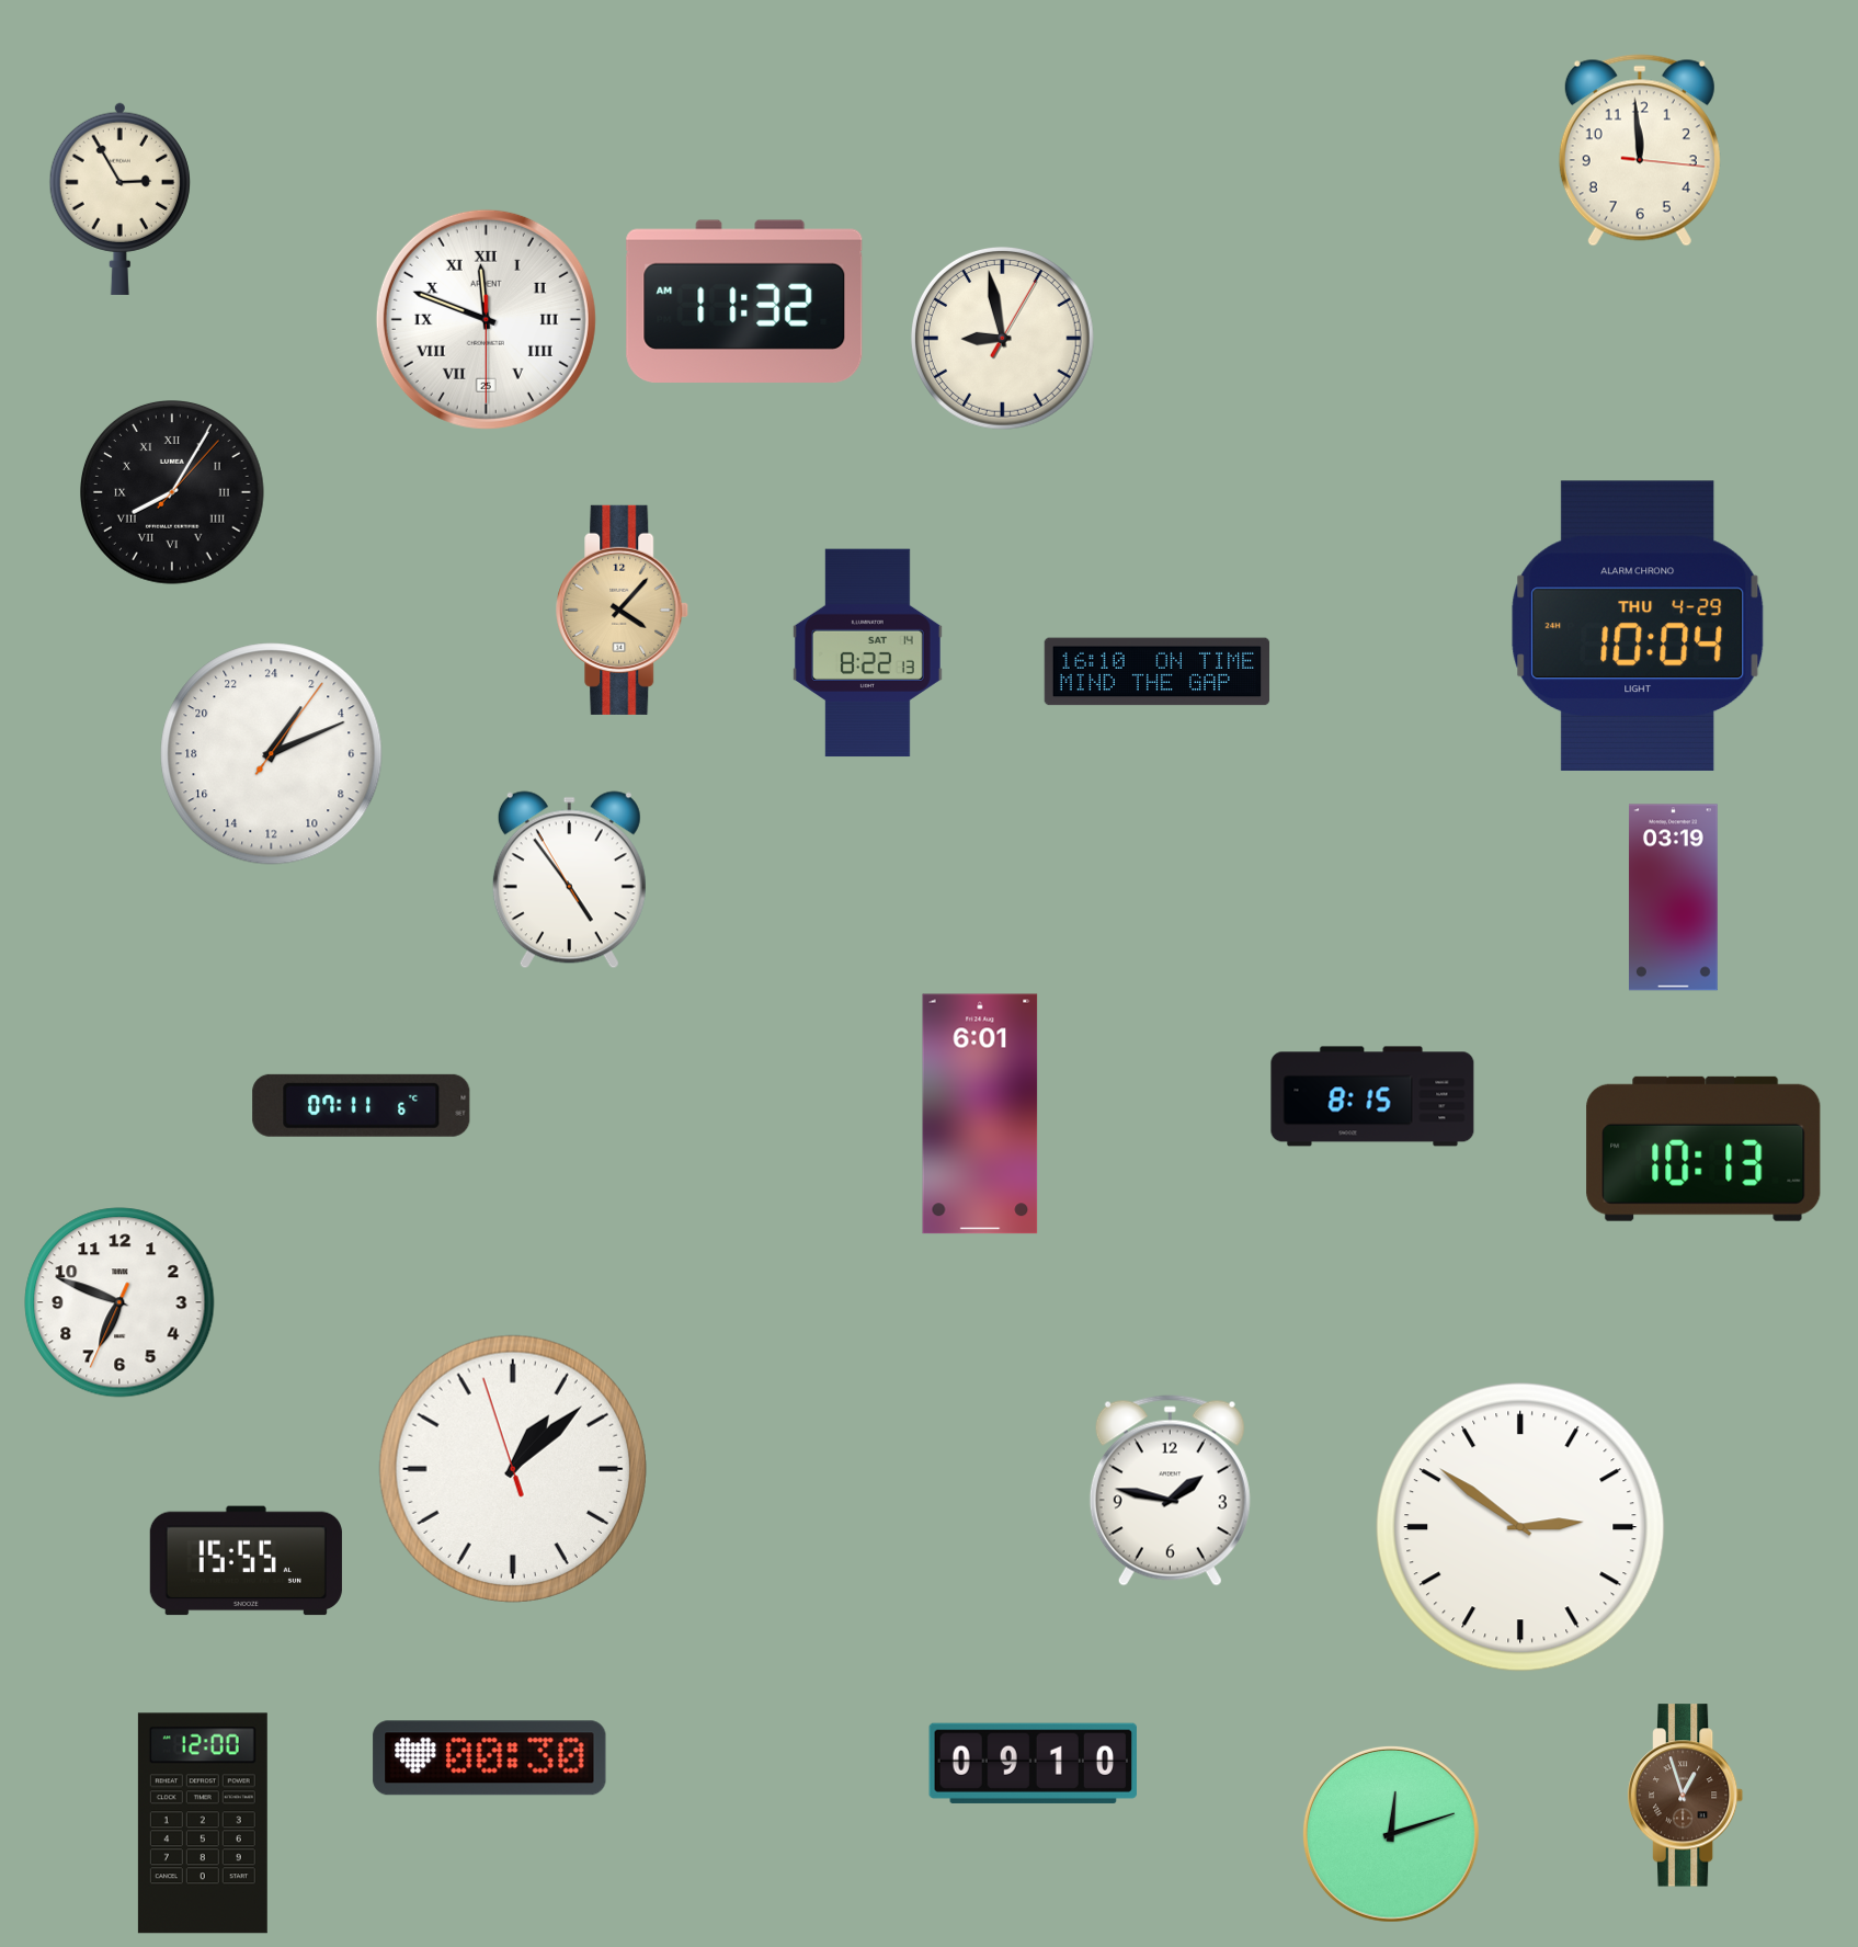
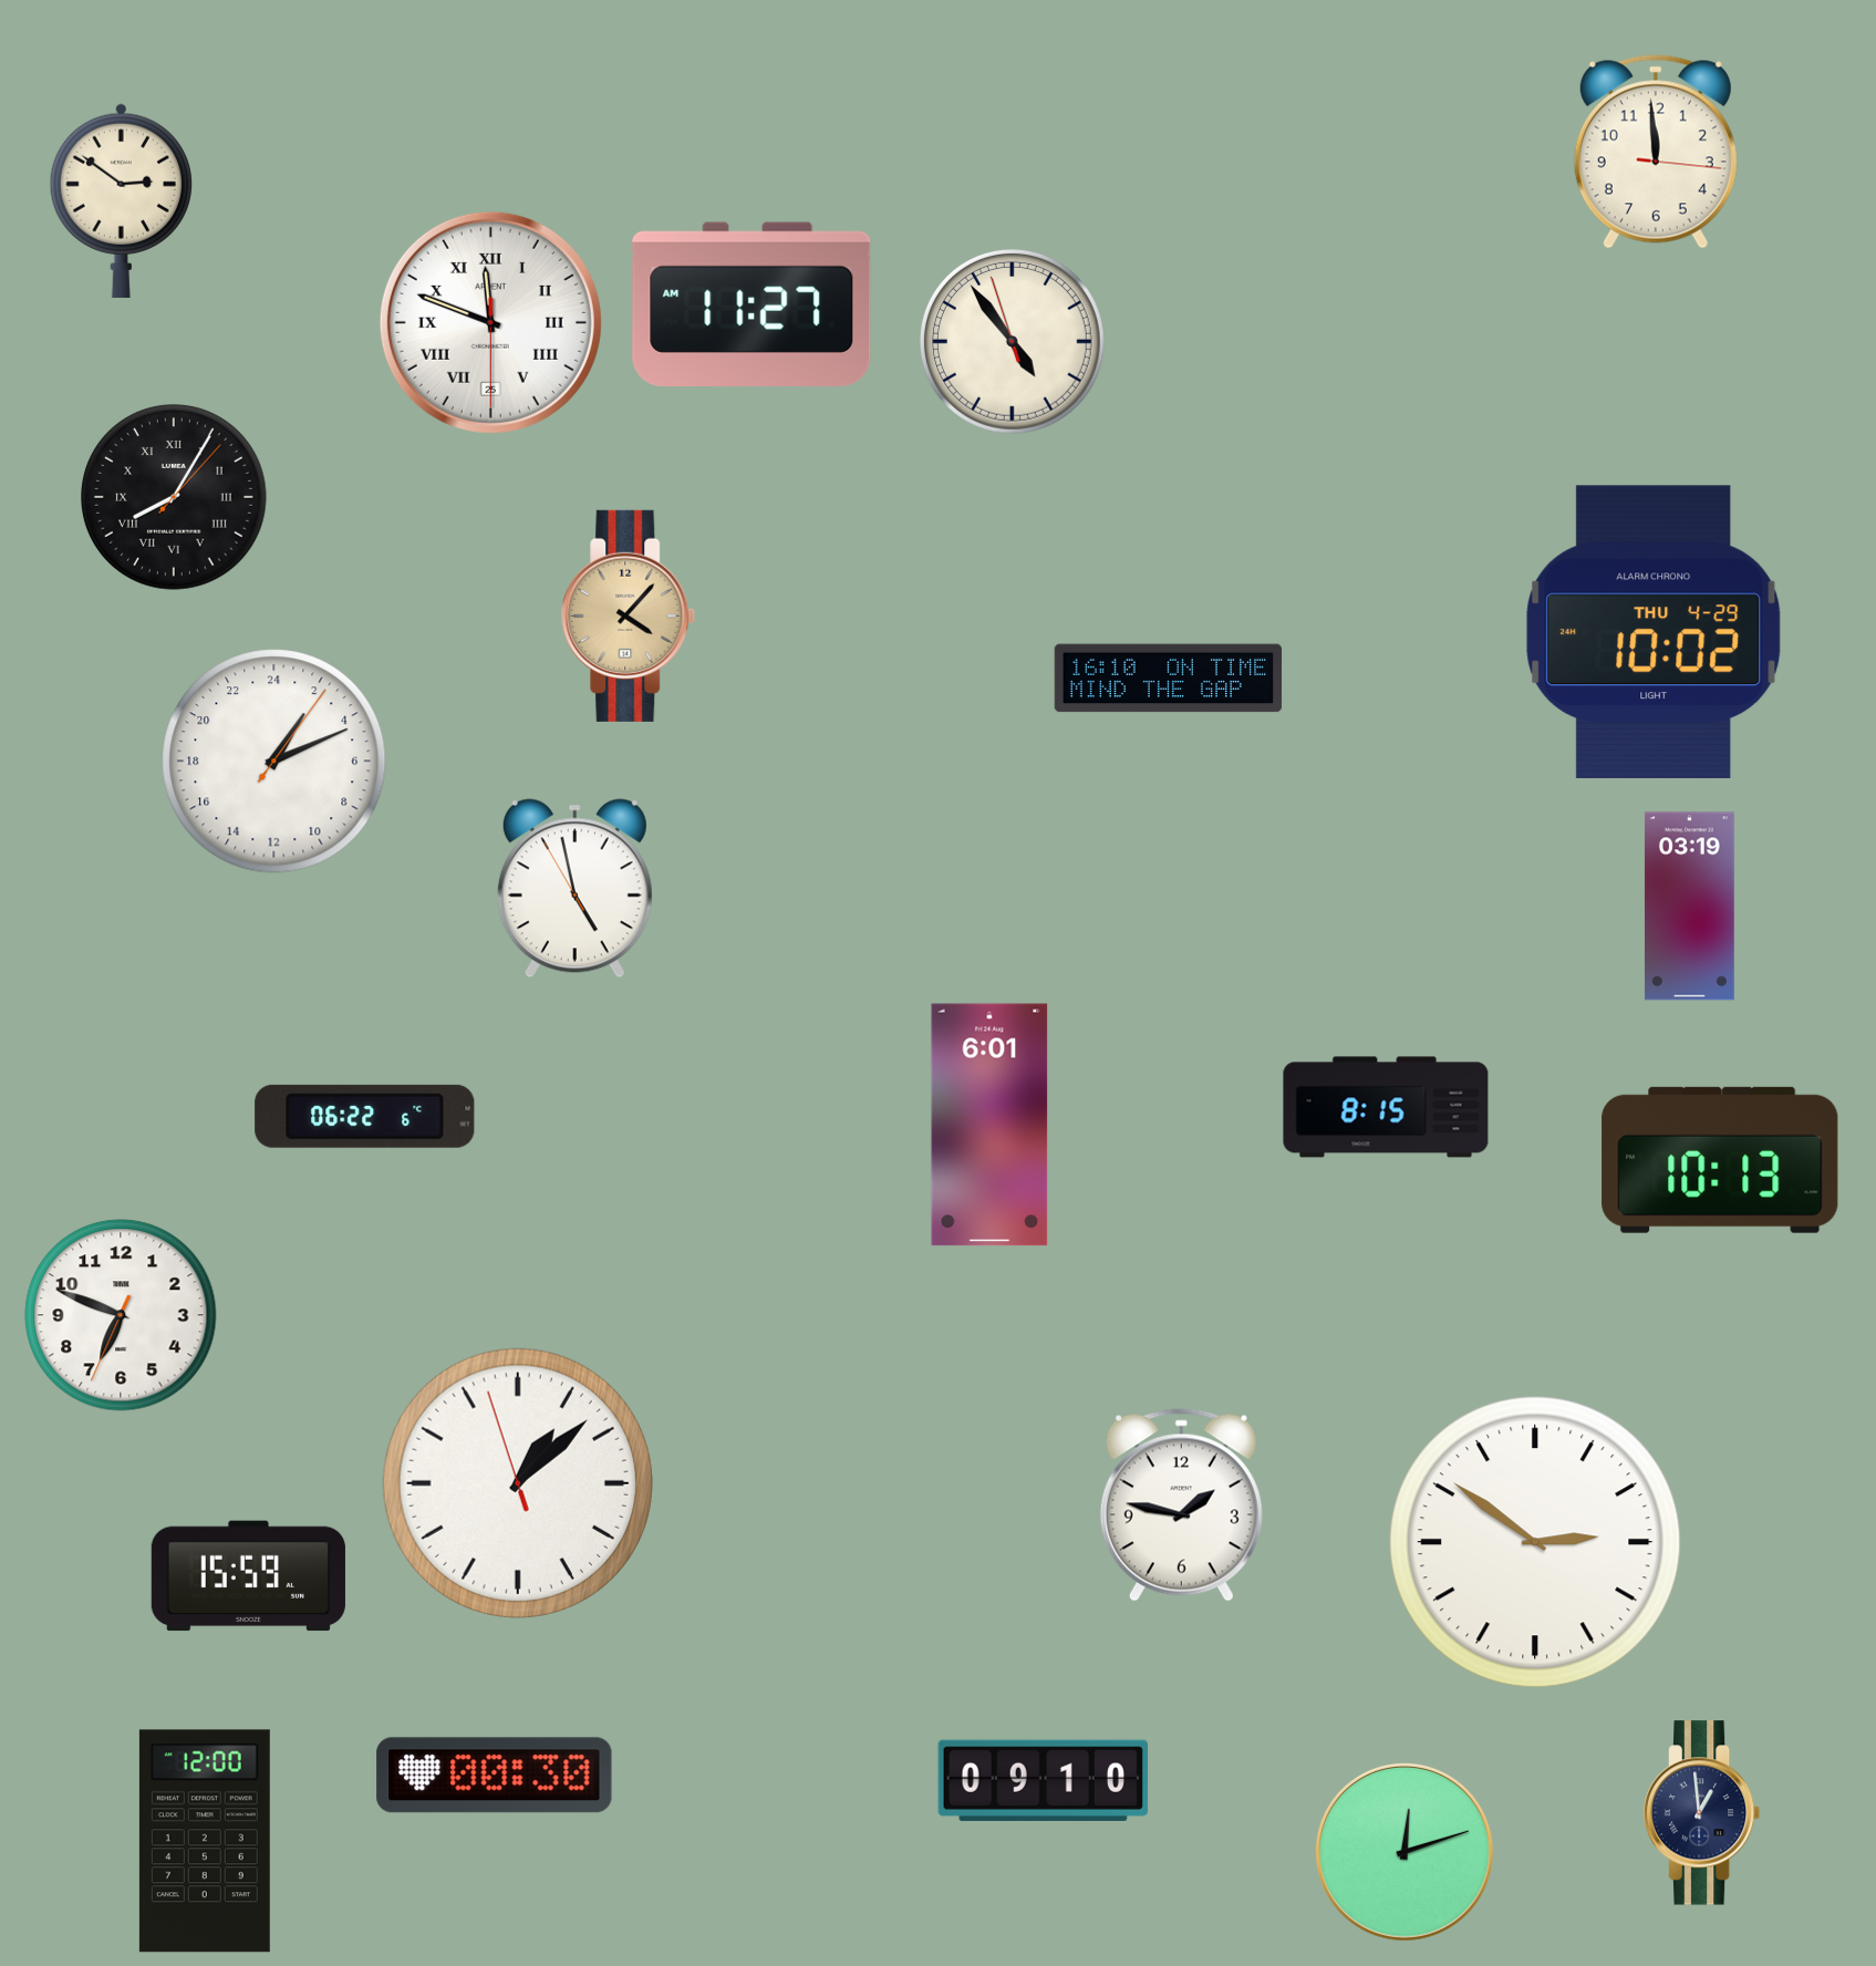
clock at (119, 198): 2:55 -> 2:51
clock at (744, 301): 11:32 -> 11:27
clock at (1002, 338): 8:58 -> 4:53
clock at (1638, 626): 10:04 -> 10:02
clock at (867, 653): 8:22 -> none
clock at (569, 880): 4:53 -> 4:57
clock at (362, 1105): 07:11 -> 06:22
clock at (246, 1561): 15:55 -> 15:59
clock at (1686, 1796): 12:57 -> 12:59
clock at (1686, 1796) dial: brown -> navy
